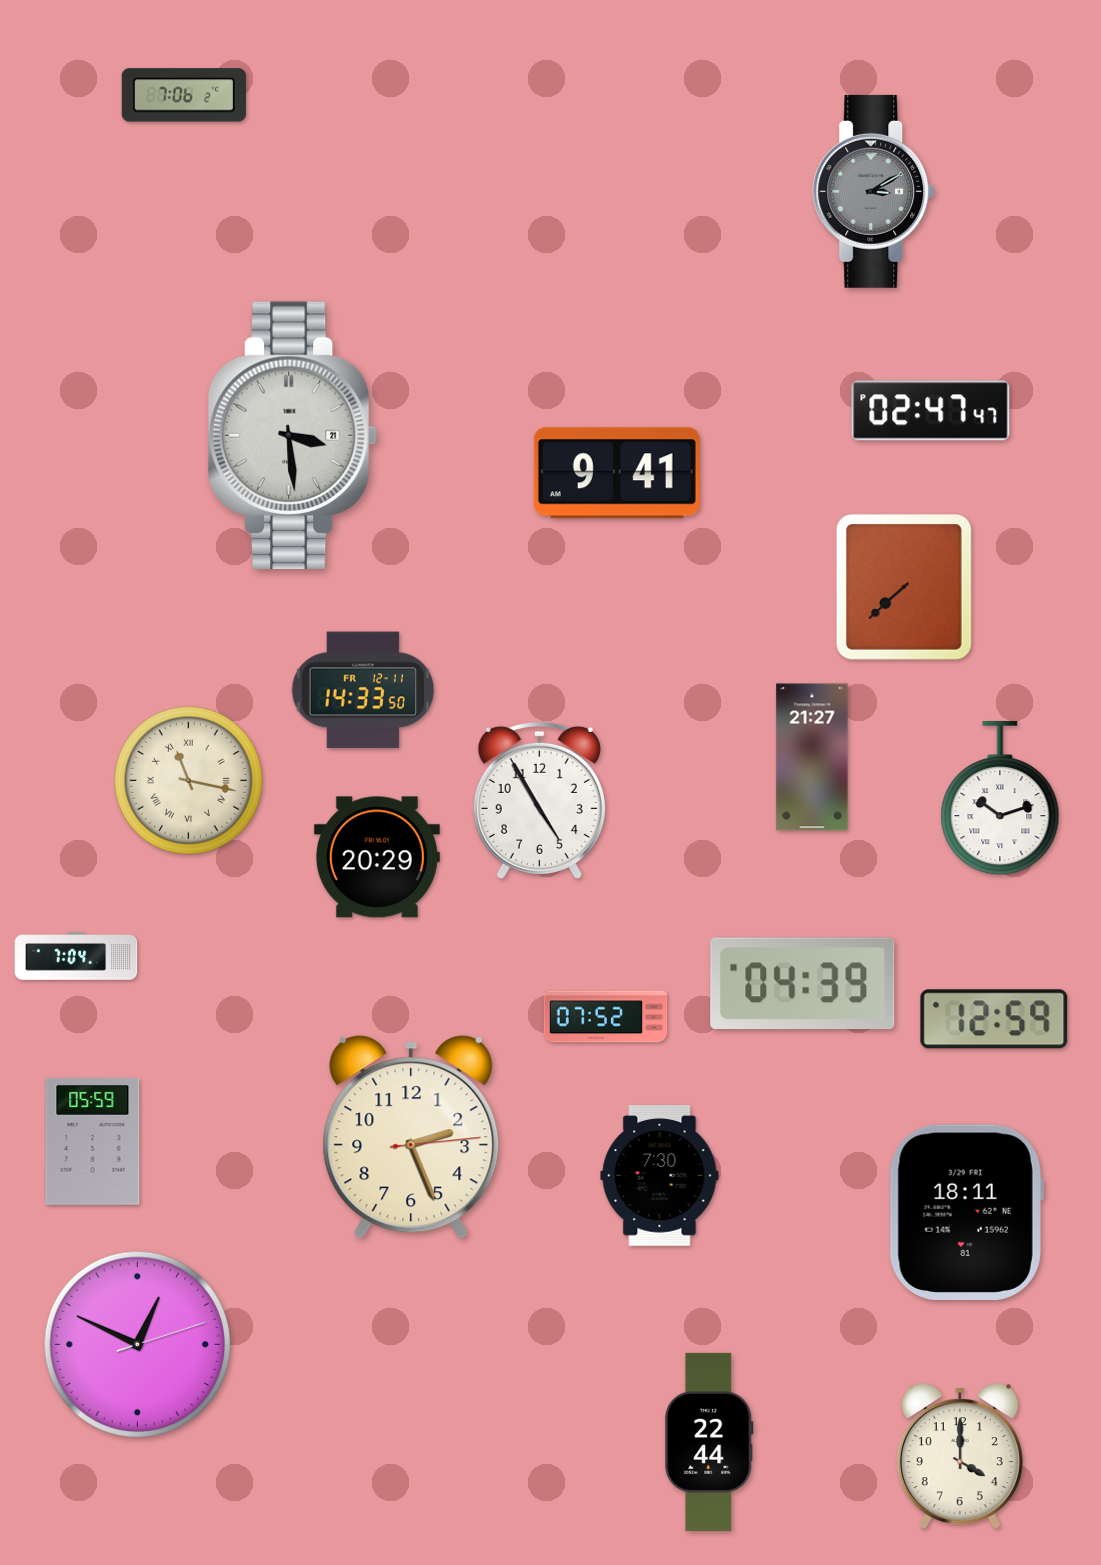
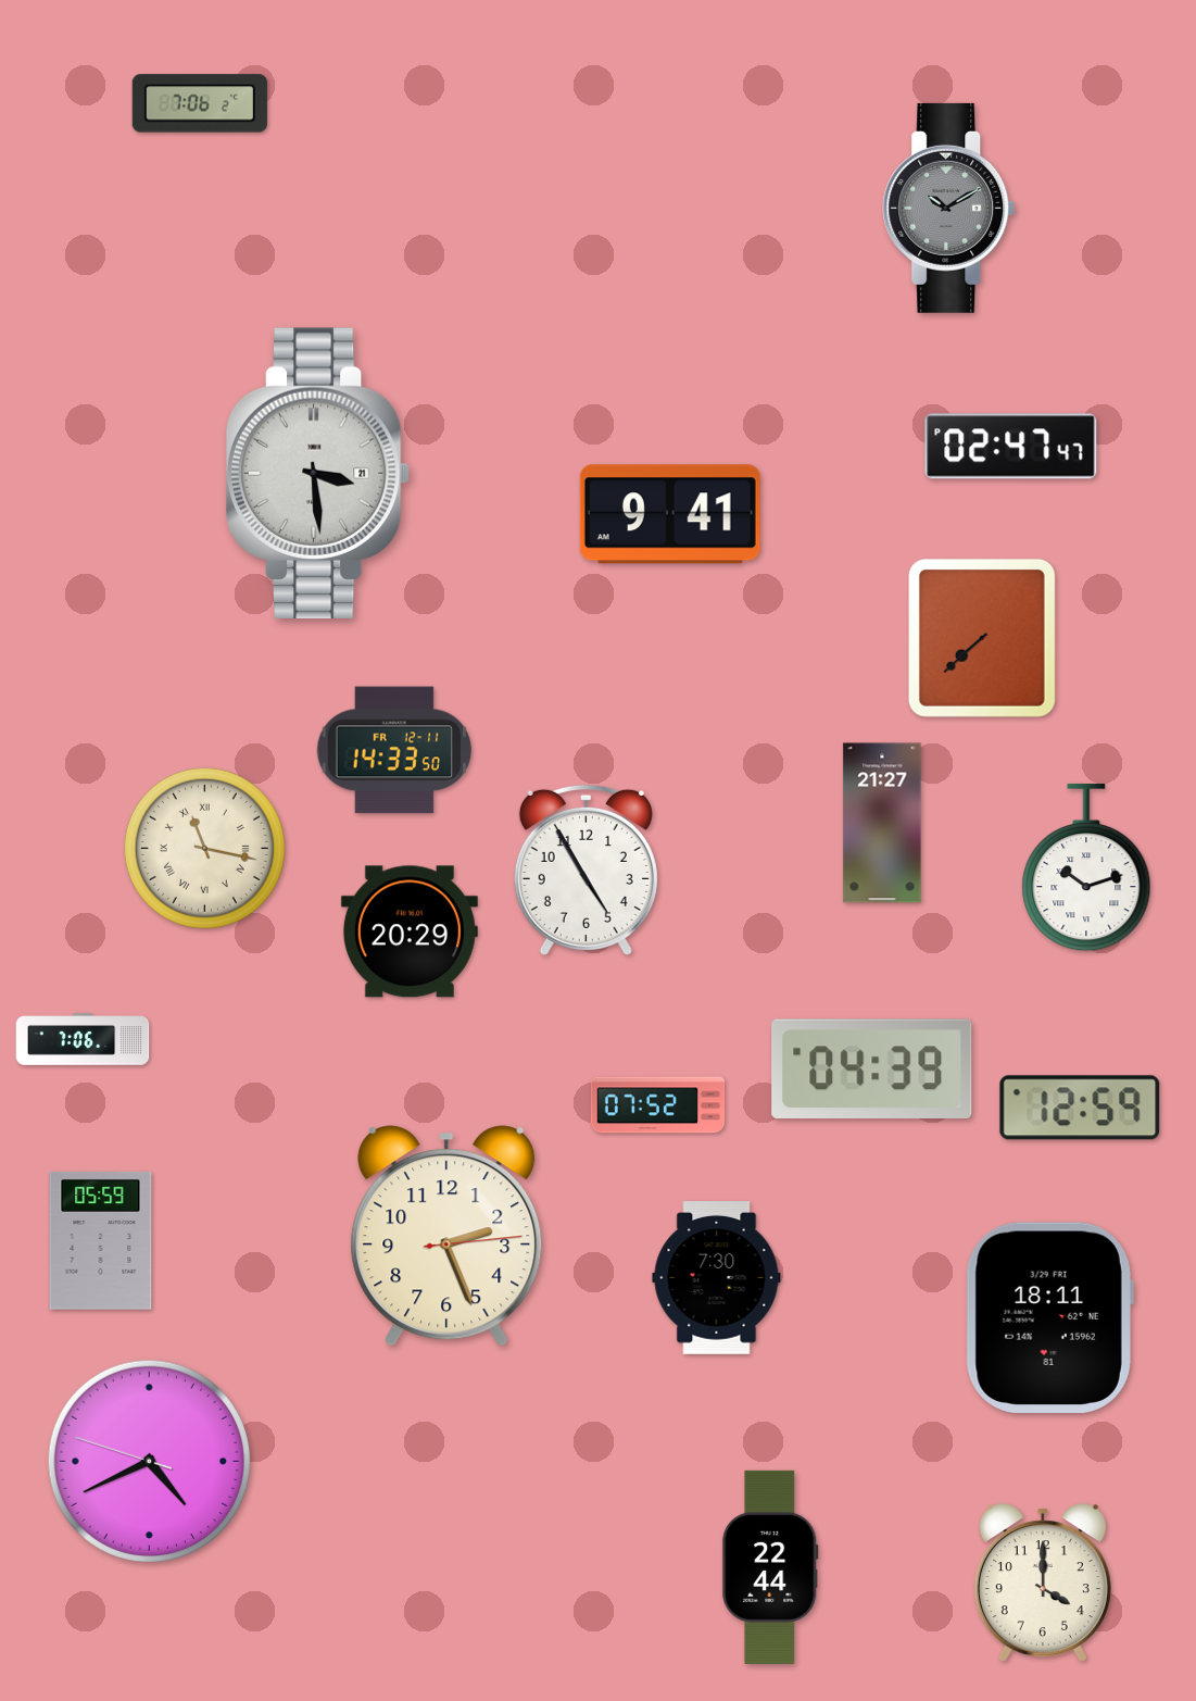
clock at (874, 191): 3:10 -> 10:10
clock at (76, 956): 7:04 -> 7:06
clock at (137, 1344): 12:49 -> 4:40
